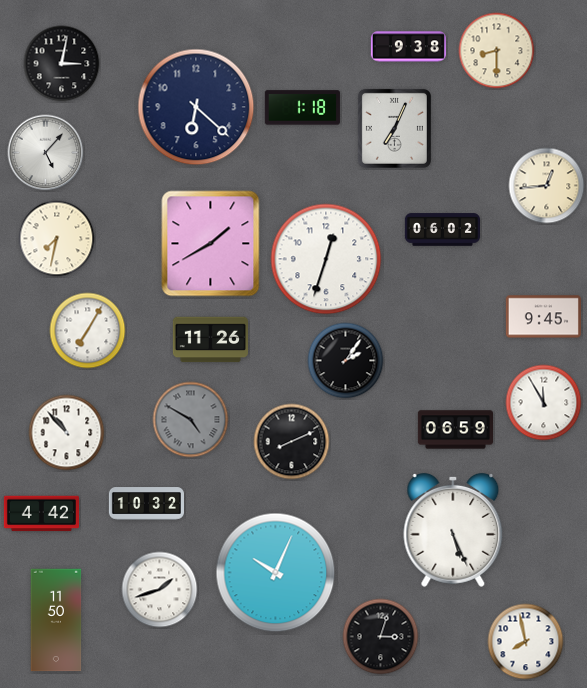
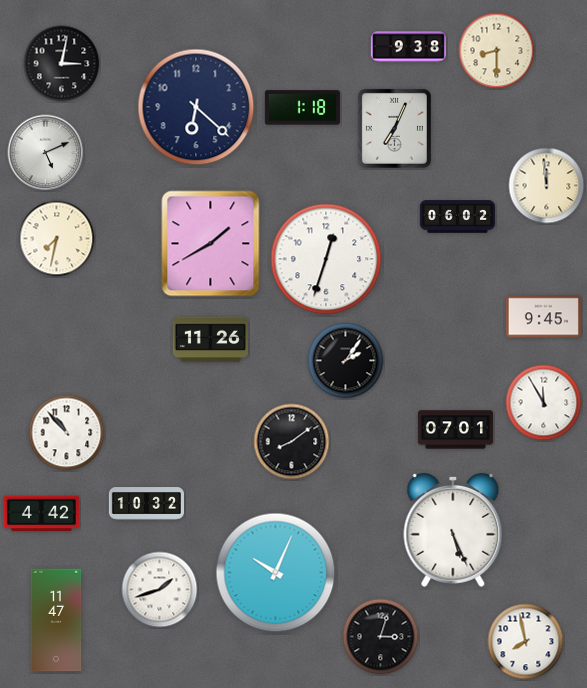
clock at (46, 153): 5:07 -> 5:11
clock at (547, 186): 12:44 -> 11:59
clock at (442, 230) position: (442, 230) -> (457, 217)
clock at (88, 331): 7:05 -> none
clock at (191, 420): 4:50 -> none
clock at (455, 430): 06:59 -> 07:01
clock at (292, 442): 8:11 -> 8:09
clock at (56, 620): 11:50 -> 11:47
